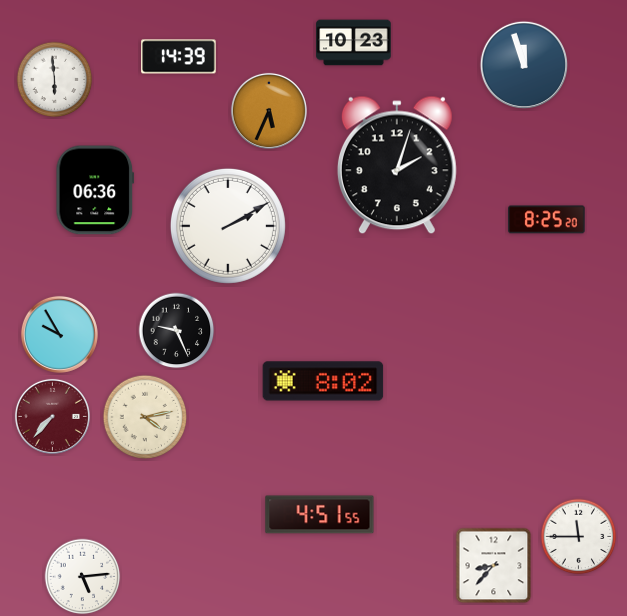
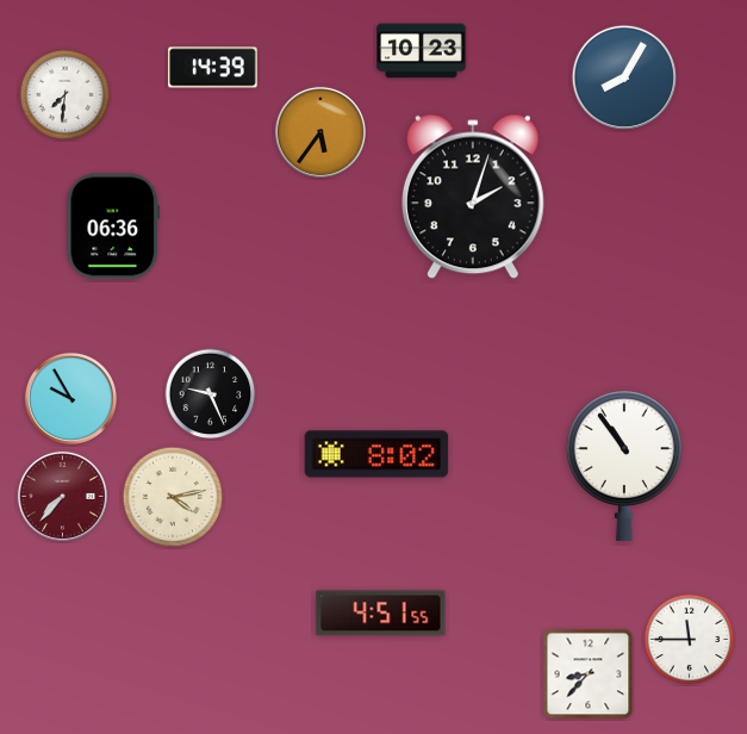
clock at (523, 64): 11:57 -> 8:05
clock at (55, 80): 5:59 -> 7:31
clock at (269, 111): 5:34 -> 5:36
clock at (547, 220): 8:25 -> none
clock at (228, 226): 2:10 -> none
clock at (323, 381) position: (323, 381) -> (376, 454)
clock at (624, 466): none -> 10:54
clock at (83, 577): 5:14 -> none
